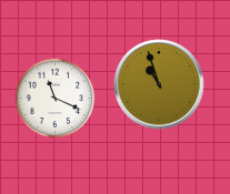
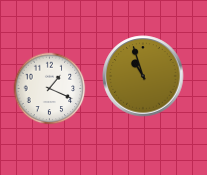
clock at (56, 99): 11:19 -> 1:19
